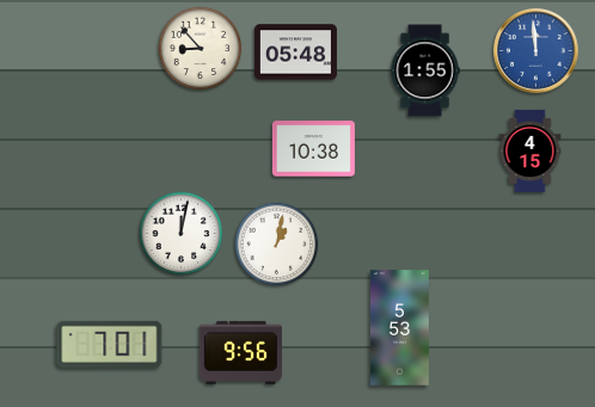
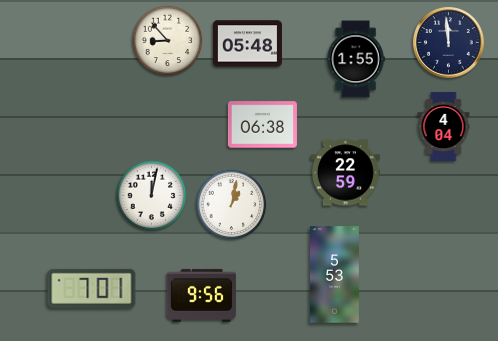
clock at (536, 51) dial: blue -> navy
clock at (313, 149): 10:38 -> 06:38
clock at (530, 150): 4:15 -> 4:04
clock at (345, 173): none -> 22:59
